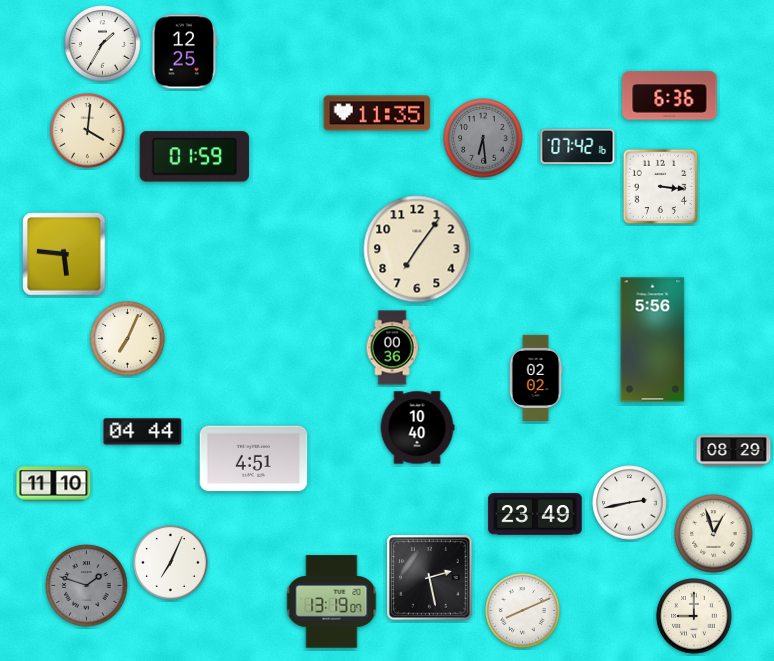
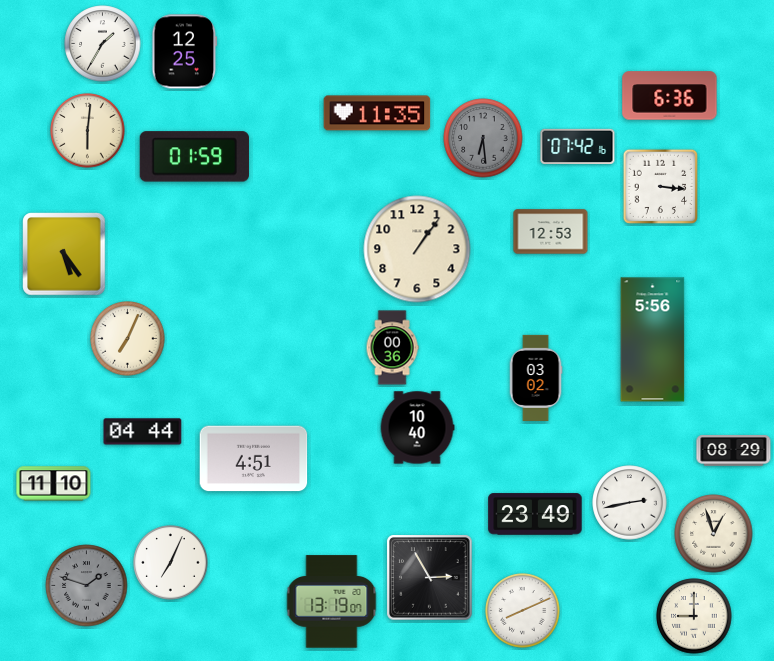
clock at (88, 131): 4:01 -> 6:01
clock at (551, 232): none -> 12:53
clock at (417, 249): 7:06 -> 1:06
clock at (64, 254): 5:46 -> 5:24
clock at (536, 378): 02:02 -> 03:02
clock at (430, 578): 2:28 -> 2:55
